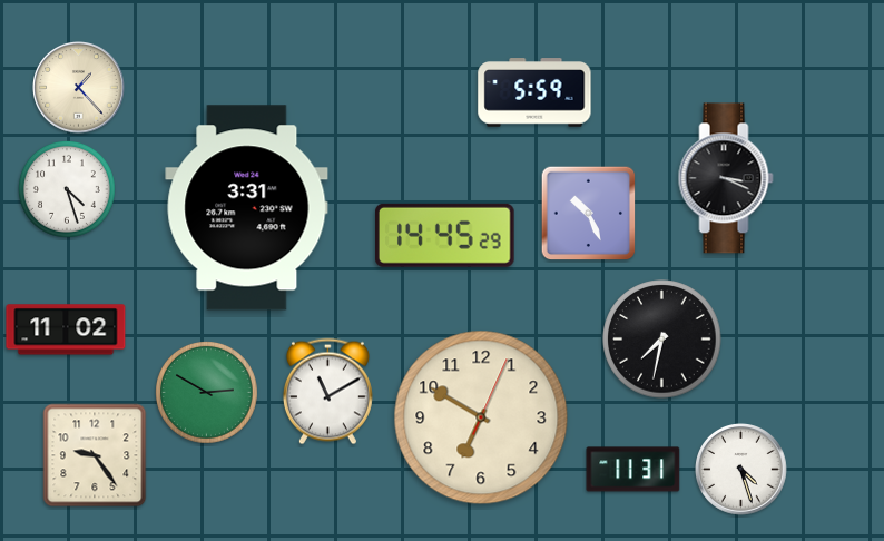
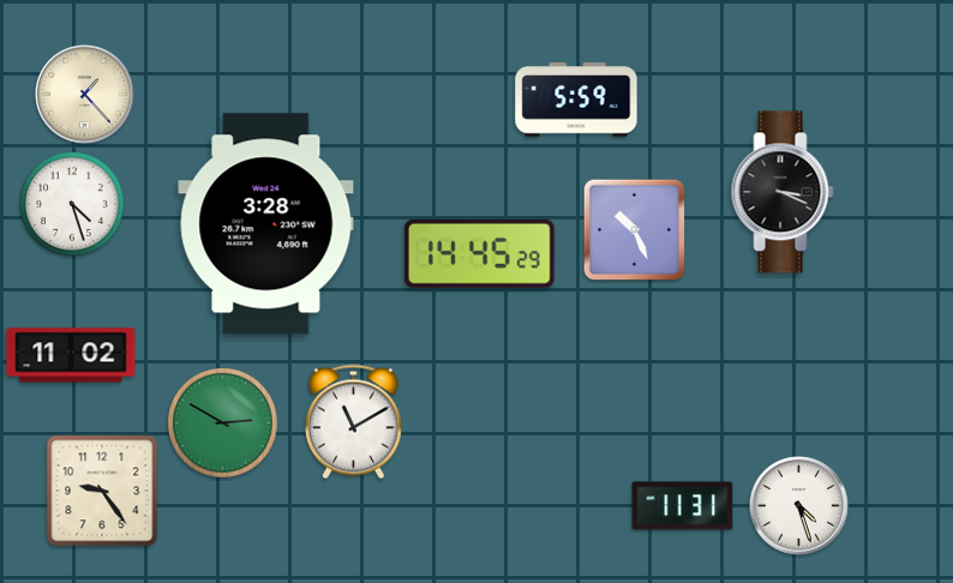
clock at (247, 208): 3:31 -> 3:28
clock at (662, 340): 7:32 -> none
clock at (481, 417): 6:50 -> none
